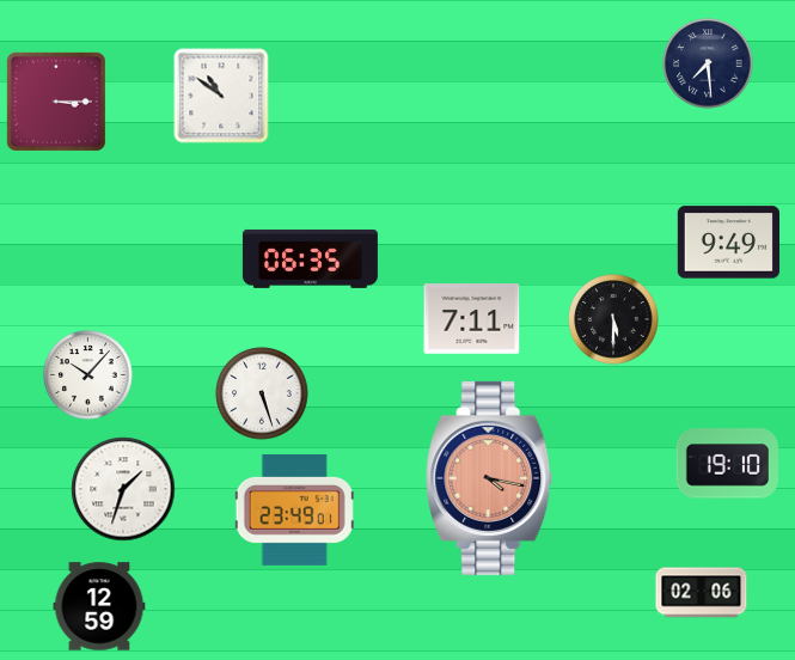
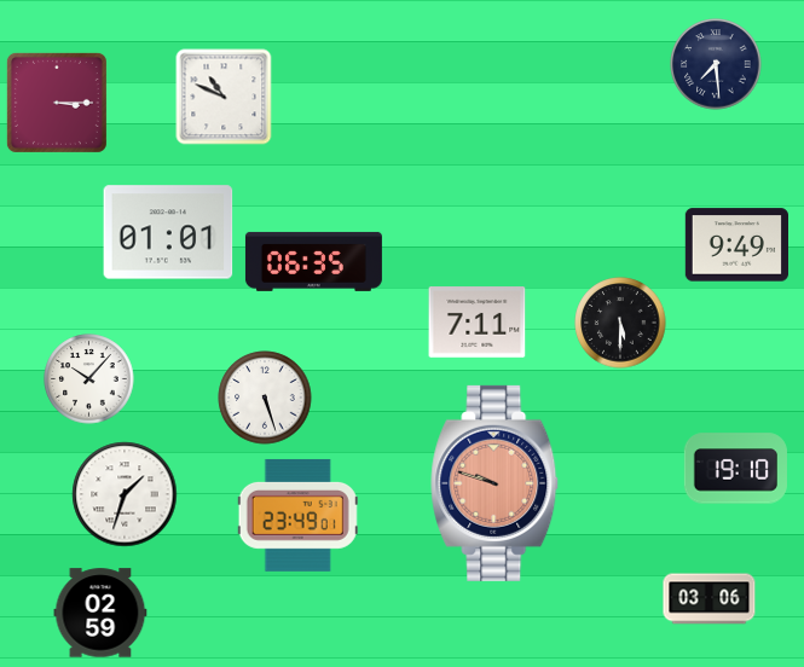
clock at (221, 96): 10:51 -> 10:49
clock at (168, 232): none -> 01:01
clock at (490, 478): 4:17 -> 9:48
clock at (702, 593): 02:06 -> 03:06
clock at (99, 606): 12:59 -> 02:59
